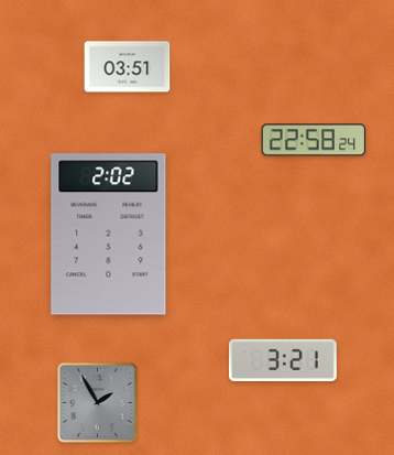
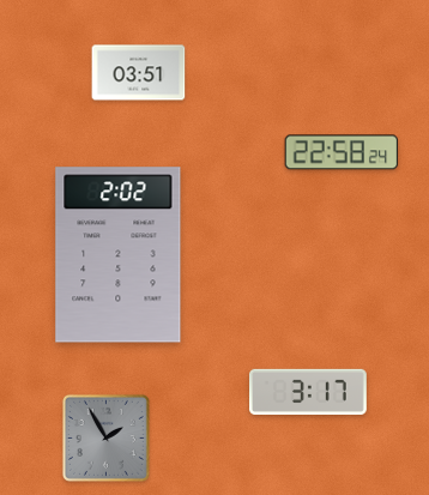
clock at (284, 360): 3:21 -> 3:17
